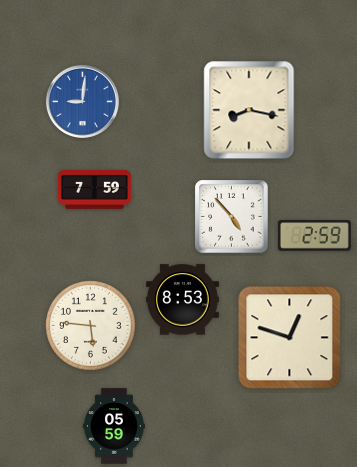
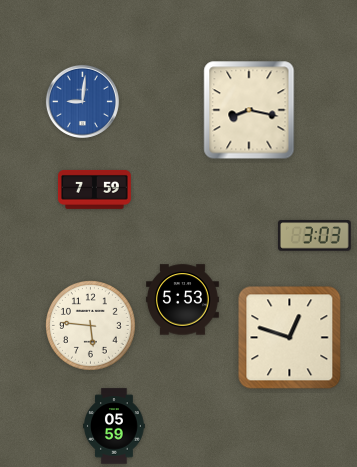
clock at (232, 217): 4:53 -> none
clock at (314, 236): 2:59 -> 3:03
clock at (183, 300): 8:53 -> 5:53
